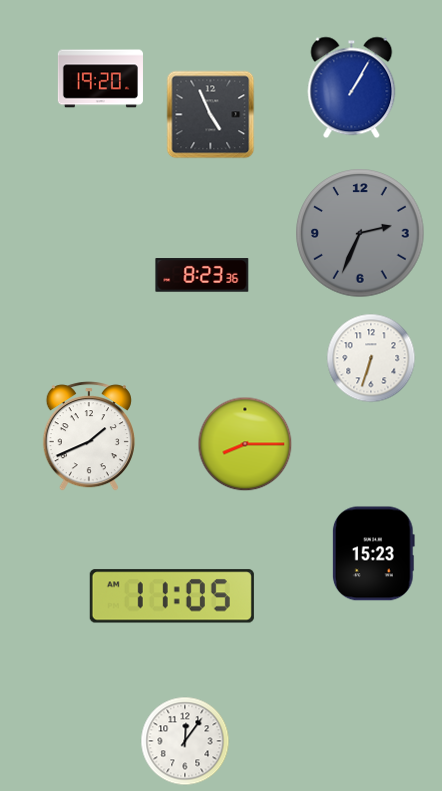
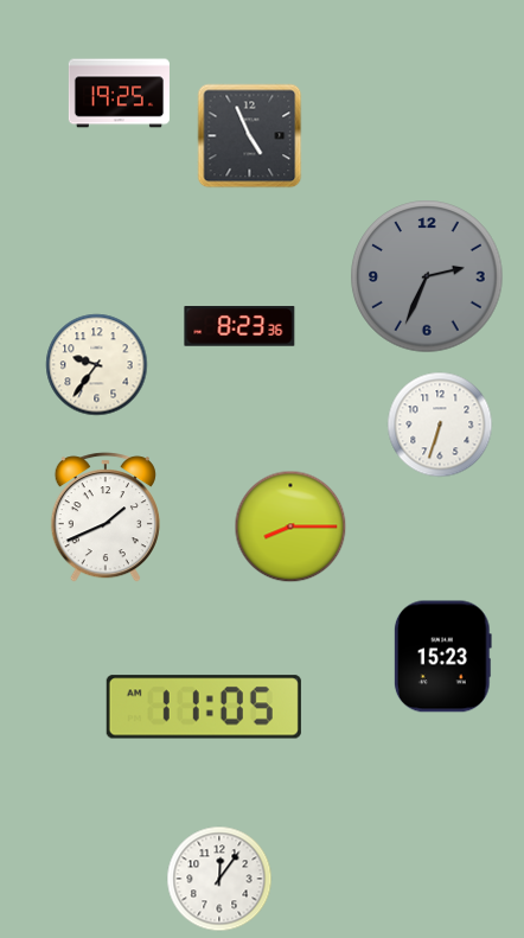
clock at (100, 79): 19:20 -> 19:25
clock at (352, 88): 1:05 -> none
clock at (97, 365): none -> 9:36
